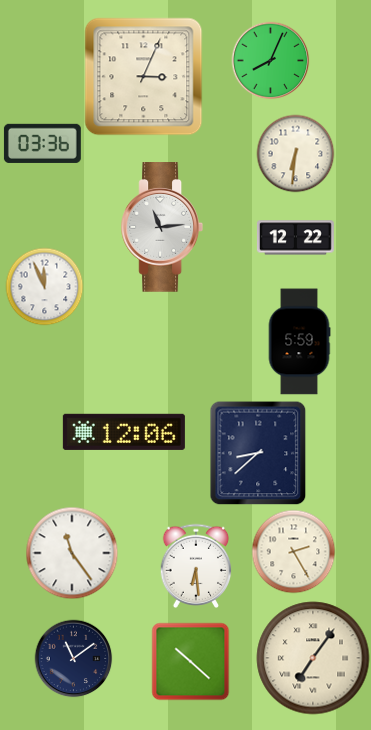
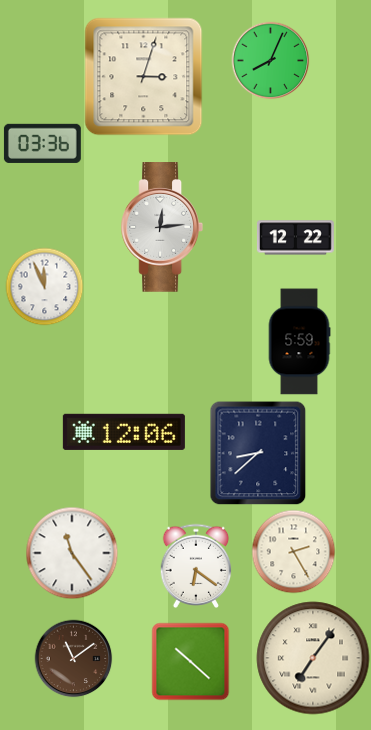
clock at (144, 77): 3:04 -> 3:03
clock at (295, 153): 6:31 -> none
clock at (161, 227): 11:14 -> 12:14
clock at (196, 565): 6:29 -> 6:21
clock at (73, 658) dial: navy -> brown
